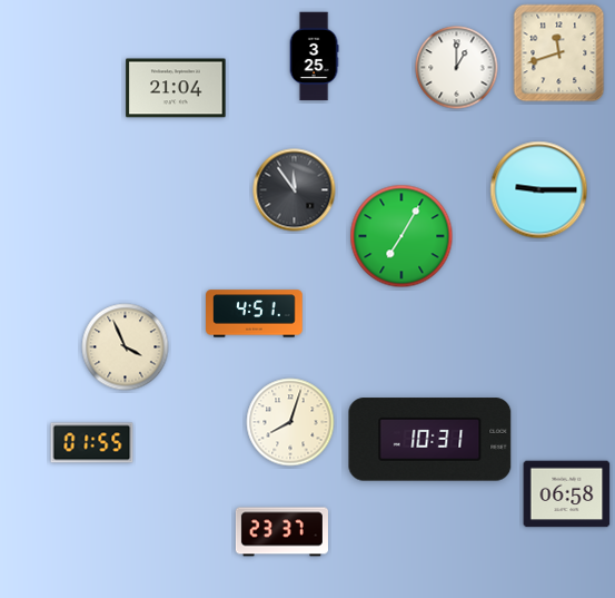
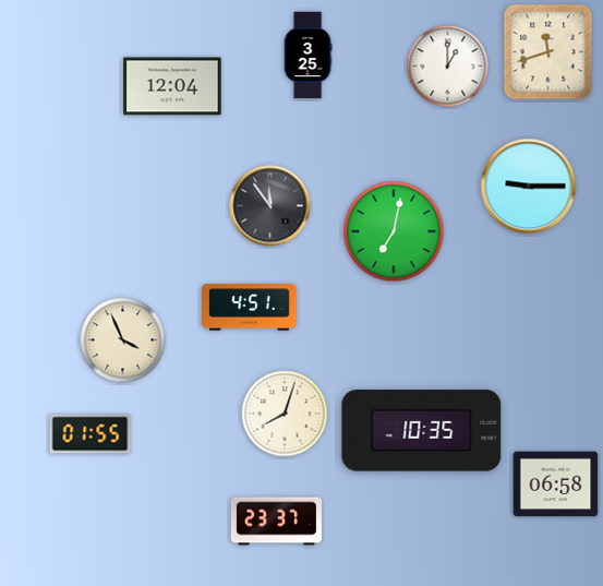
clock at (176, 88): 21:04 -> 12:04
clock at (295, 190) position: (295, 190) -> (270, 206)
clock at (401, 236): 7:05 -> 7:02
clock at (430, 440): 10:31 -> 10:35
